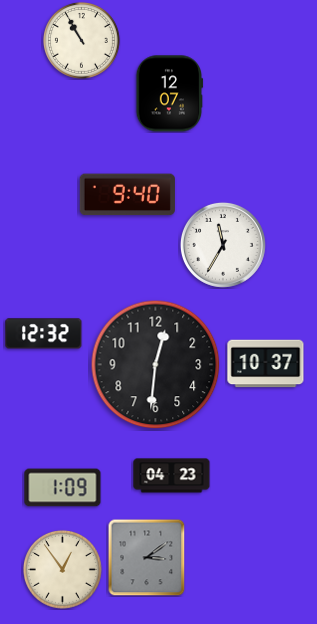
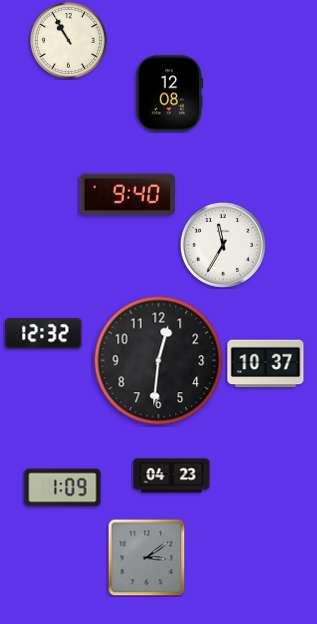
clock at (81, 40) position: (81, 40) -> (68, 40)
clock at (170, 94): 12:07 -> 12:08
clock at (156, 365) position: (156, 365) -> (159, 361)
clock at (62, 569): 12:54 -> none
